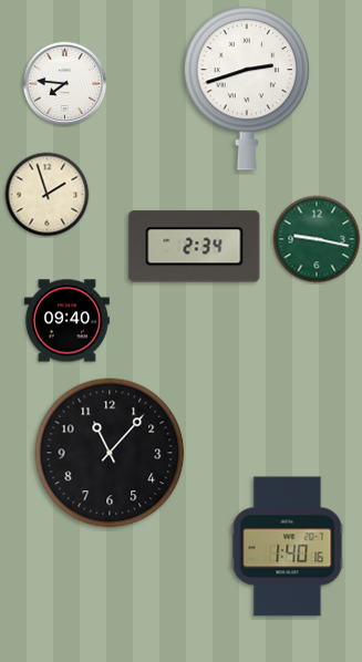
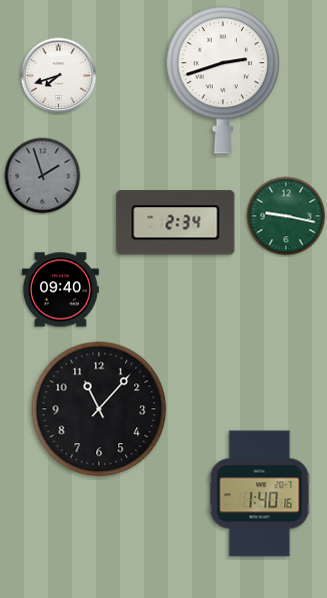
clock at (65, 84): 7:46 -> 7:42
clock at (48, 195) dial: cream -> grey
